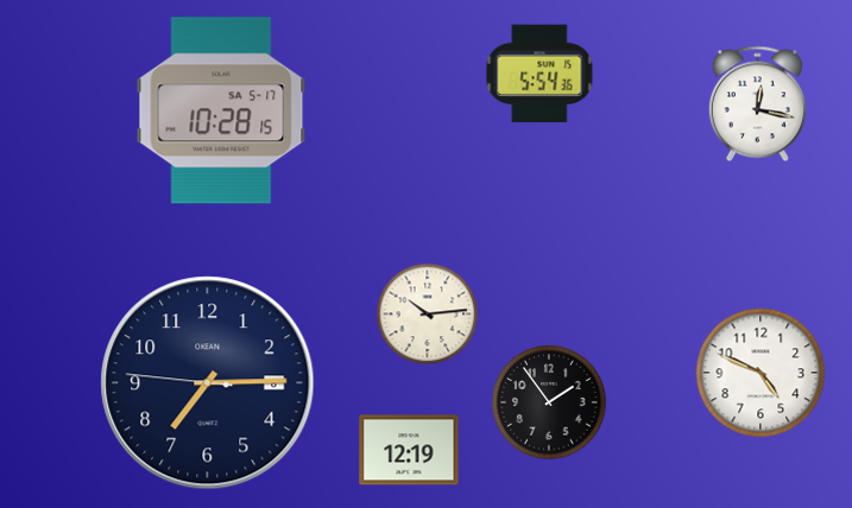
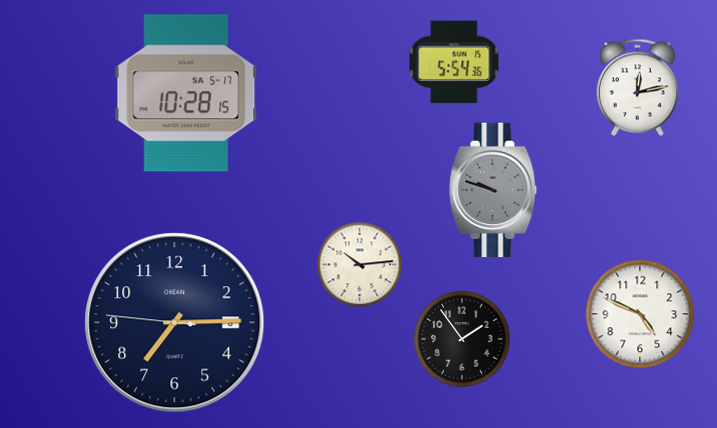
clock at (757, 104): 12:17 -> 12:13
clock at (493, 190): none -> 9:48
clock at (409, 450): 12:19 -> none
